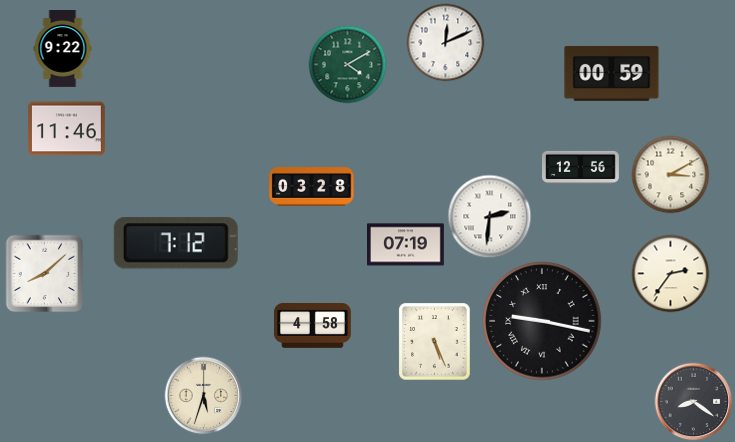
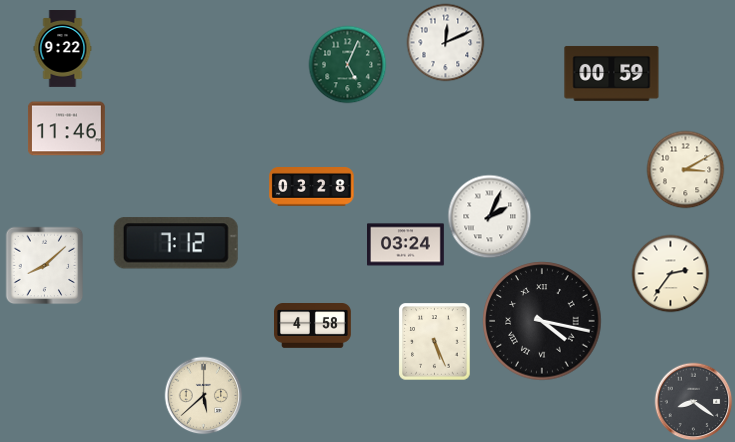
clock at (347, 64): 4:10 -> 5:04
clock at (581, 167): 12:56 -> none
clock at (670, 174) position: (670, 174) -> (685, 169)
clock at (489, 216): 2:31 -> 2:04
clock at (406, 245): 07:19 -> 03:24
clock at (44, 273) position: (44, 273) -> (44, 265)
clock at (542, 321): 9:17 -> 4:17
clock at (203, 395): 5:33 -> 5:38
